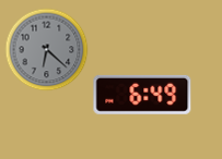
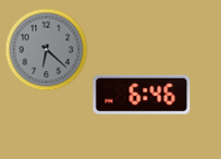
clock at (142, 95): 6:49 -> 6:46
